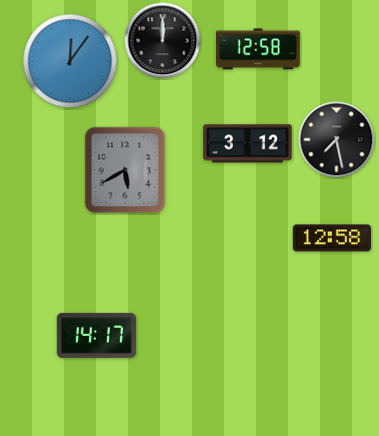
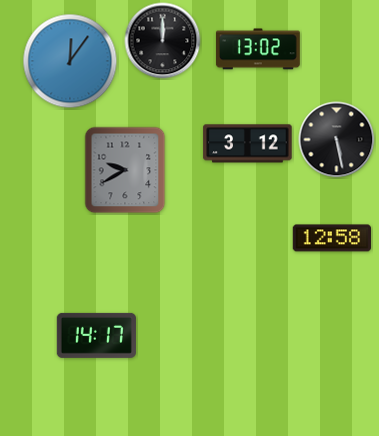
clock at (258, 49): 12:58 -> 13:02
clock at (337, 140): 7:28 -> 5:28
clock at (125, 170): 5:40 -> 9:40
